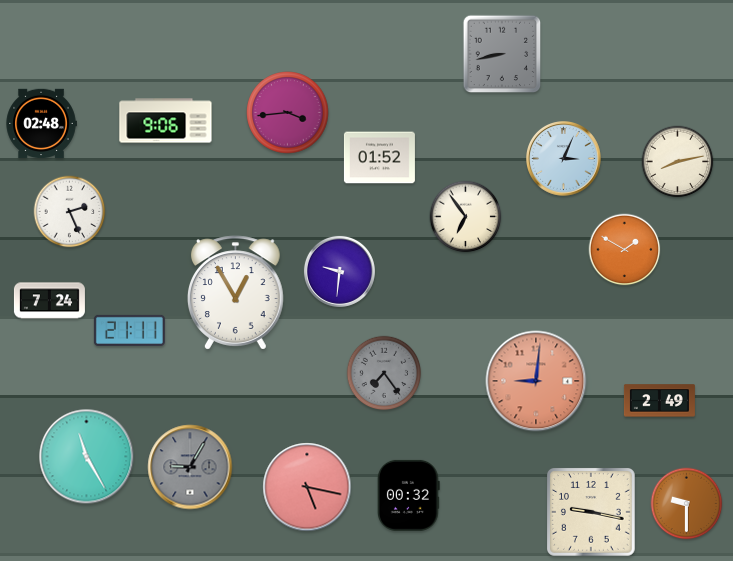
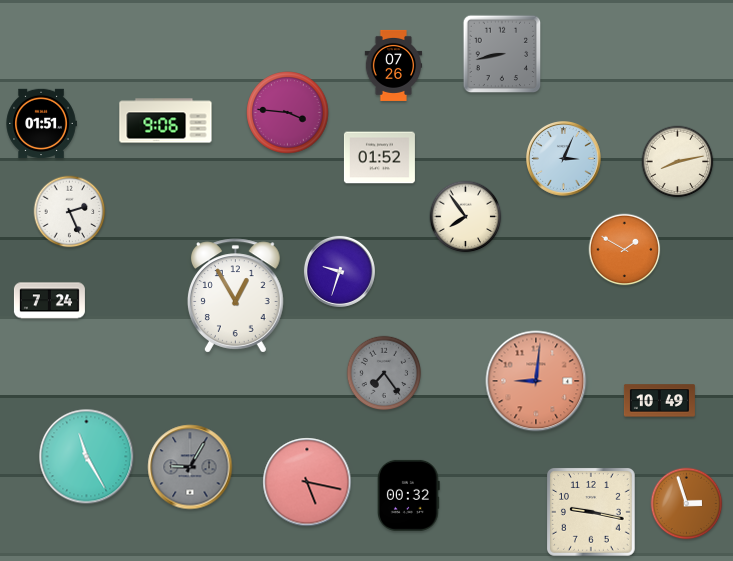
clock at (394, 65): none -> 07:26
clock at (288, 113): 3:44 -> 3:46
clock at (41, 124): 02:48 -> 01:51
clock at (466, 217): 6:54 -> 7:54
clock at (339, 271): 9:31 -> 9:33
clock at (235, 293) position: (235, 293) -> (235, 296)
clock at (129, 330): 21:11 -> none
clock at (659, 401): 2:49 -> 10:49
clock at (307, 487) position: (307, 487) -> (307, 482)
clock at (687, 504): 9:30 -> 2:57
